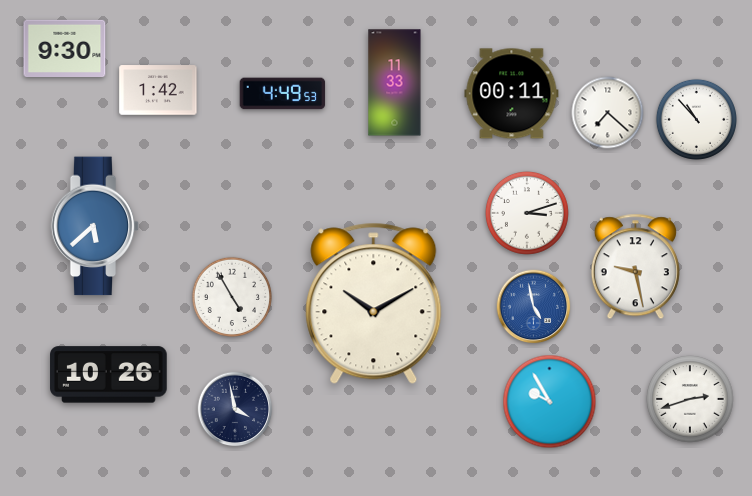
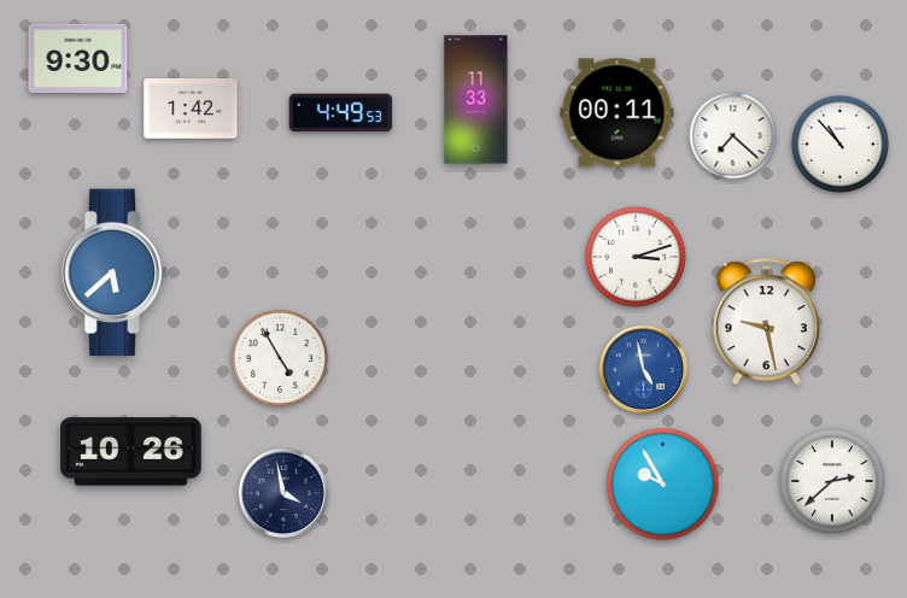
clock at (374, 304): 10:10 -> none
clock at (690, 399): 2:42 -> 2:38
